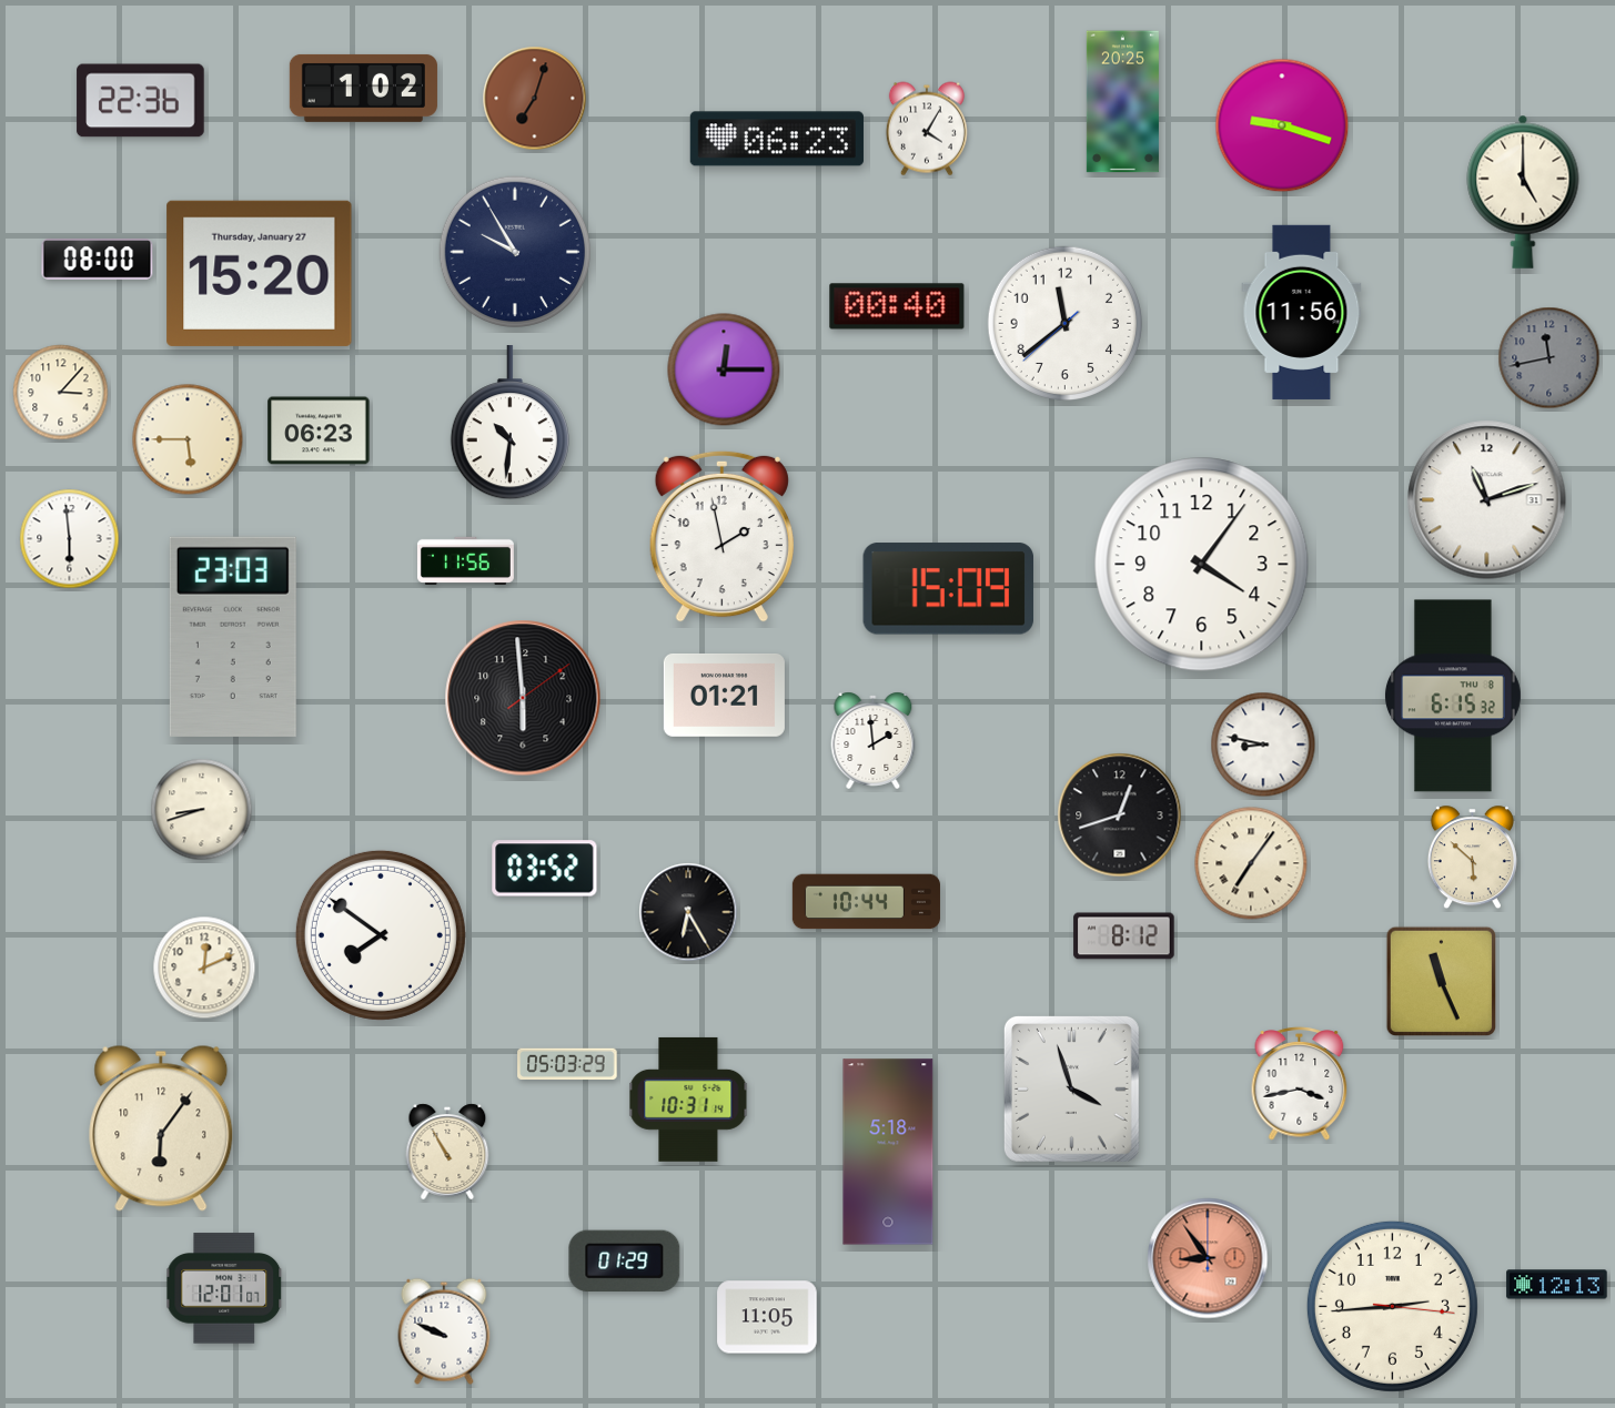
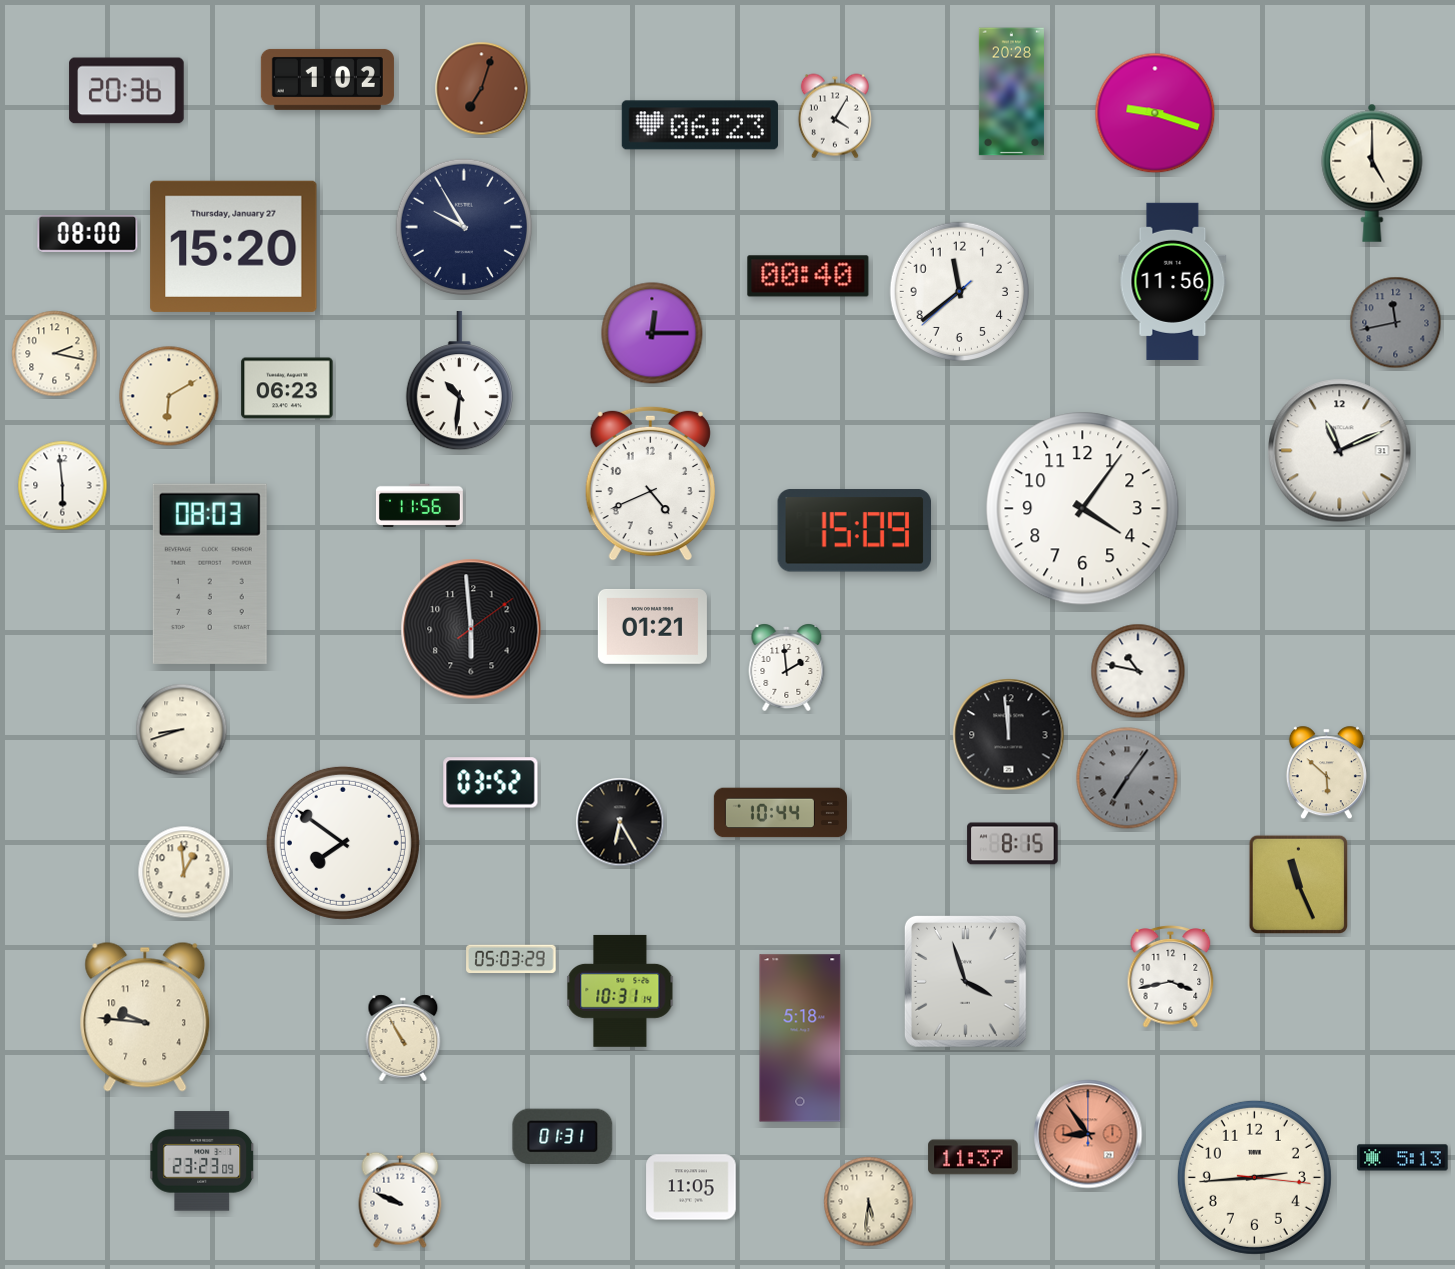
clock at (141, 101): 22:36 -> 20:36
clock at (1122, 102): 20:25 -> 20:28
clock at (61, 393): 3:07 -> 2:17
clock at (188, 439): 5:45 -> 6:10
clock at (1487, 500): 11:12 -> 11:11
clock at (721, 536): 1:58 -> 4:41
clock at (233, 637): 23:03 -> 08:03
clock at (1453, 696): 6:15 -> none
clock at (1263, 744): 8:47 -> 10:47
clock at (1120, 816): 12:42 -> 11:59
clock at (1251, 863) dial: cream -> grey
clock at (1124, 936): 8:12 -> 8:15
clock at (204, 968): 12:11 -> 12:59
clock at (161, 1128): 6:06 -> 9:46
clock at (625, 1260): 01:29 -> 01:31
clock at (973, 1157): none -> 11:37
clock at (1557, 1285): 12:13 -> 5:13
clock at (224, 1288): 12:01 -> 23:23
clock at (869, 1202): none -> 5:31
